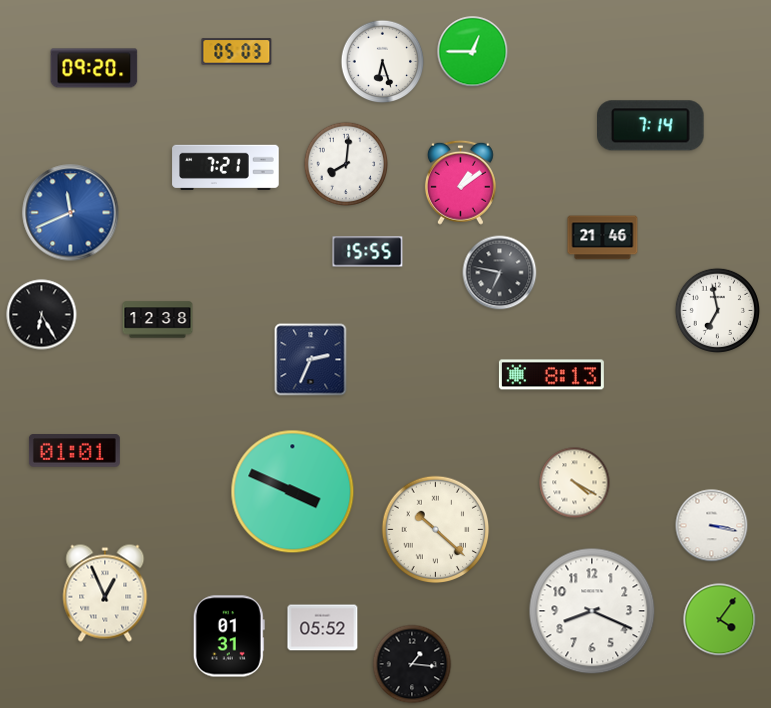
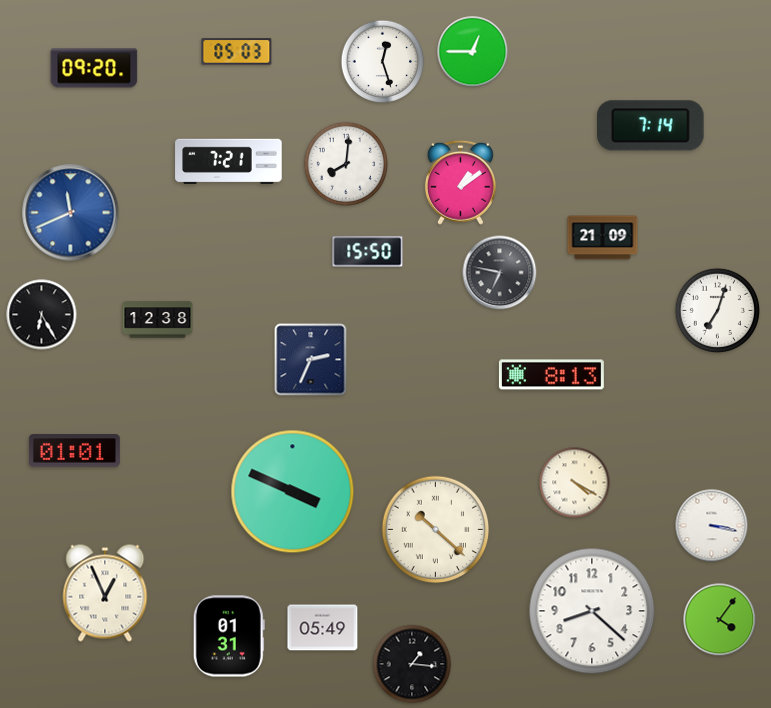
clock at (383, 62): 6:27 -> 12:27
clock at (226, 167) position: (226, 167) -> (229, 161)
clock at (603, 238): 21:46 -> 21:09
clock at (368, 252): 15:55 -> 15:50
clock at (717, 310): 6:58 -> 7:03
clock at (592, 611): 8:19 -> 8:22
clock at (323, 628): 05:52 -> 05:49
